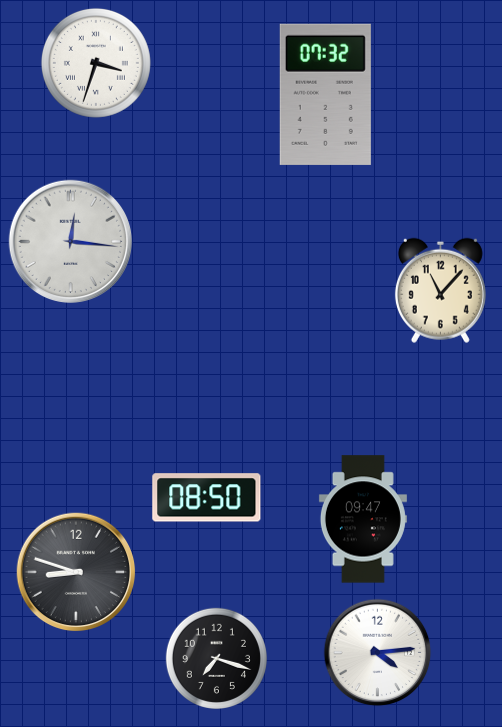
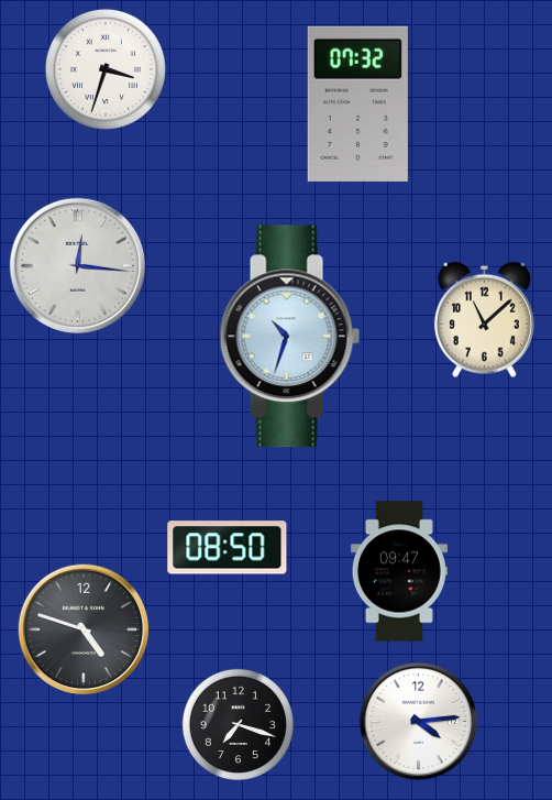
clock at (440, 290): 11:07 -> 11:08
clock at (290, 337): none -> 10:33
clock at (76, 572): 8:48 -> 4:48
clock at (378, 653) position: (378, 653) -> (419, 722)
